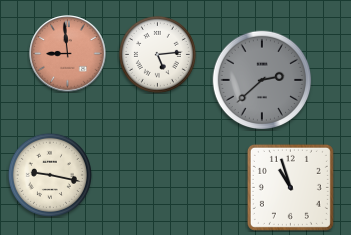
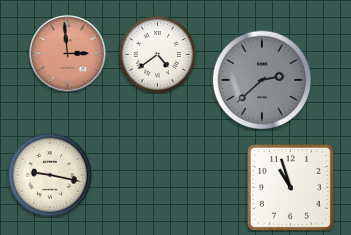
clock at (68, 54): 8:59 -> 2:59
clock at (157, 54): 5:14 -> 4:39
